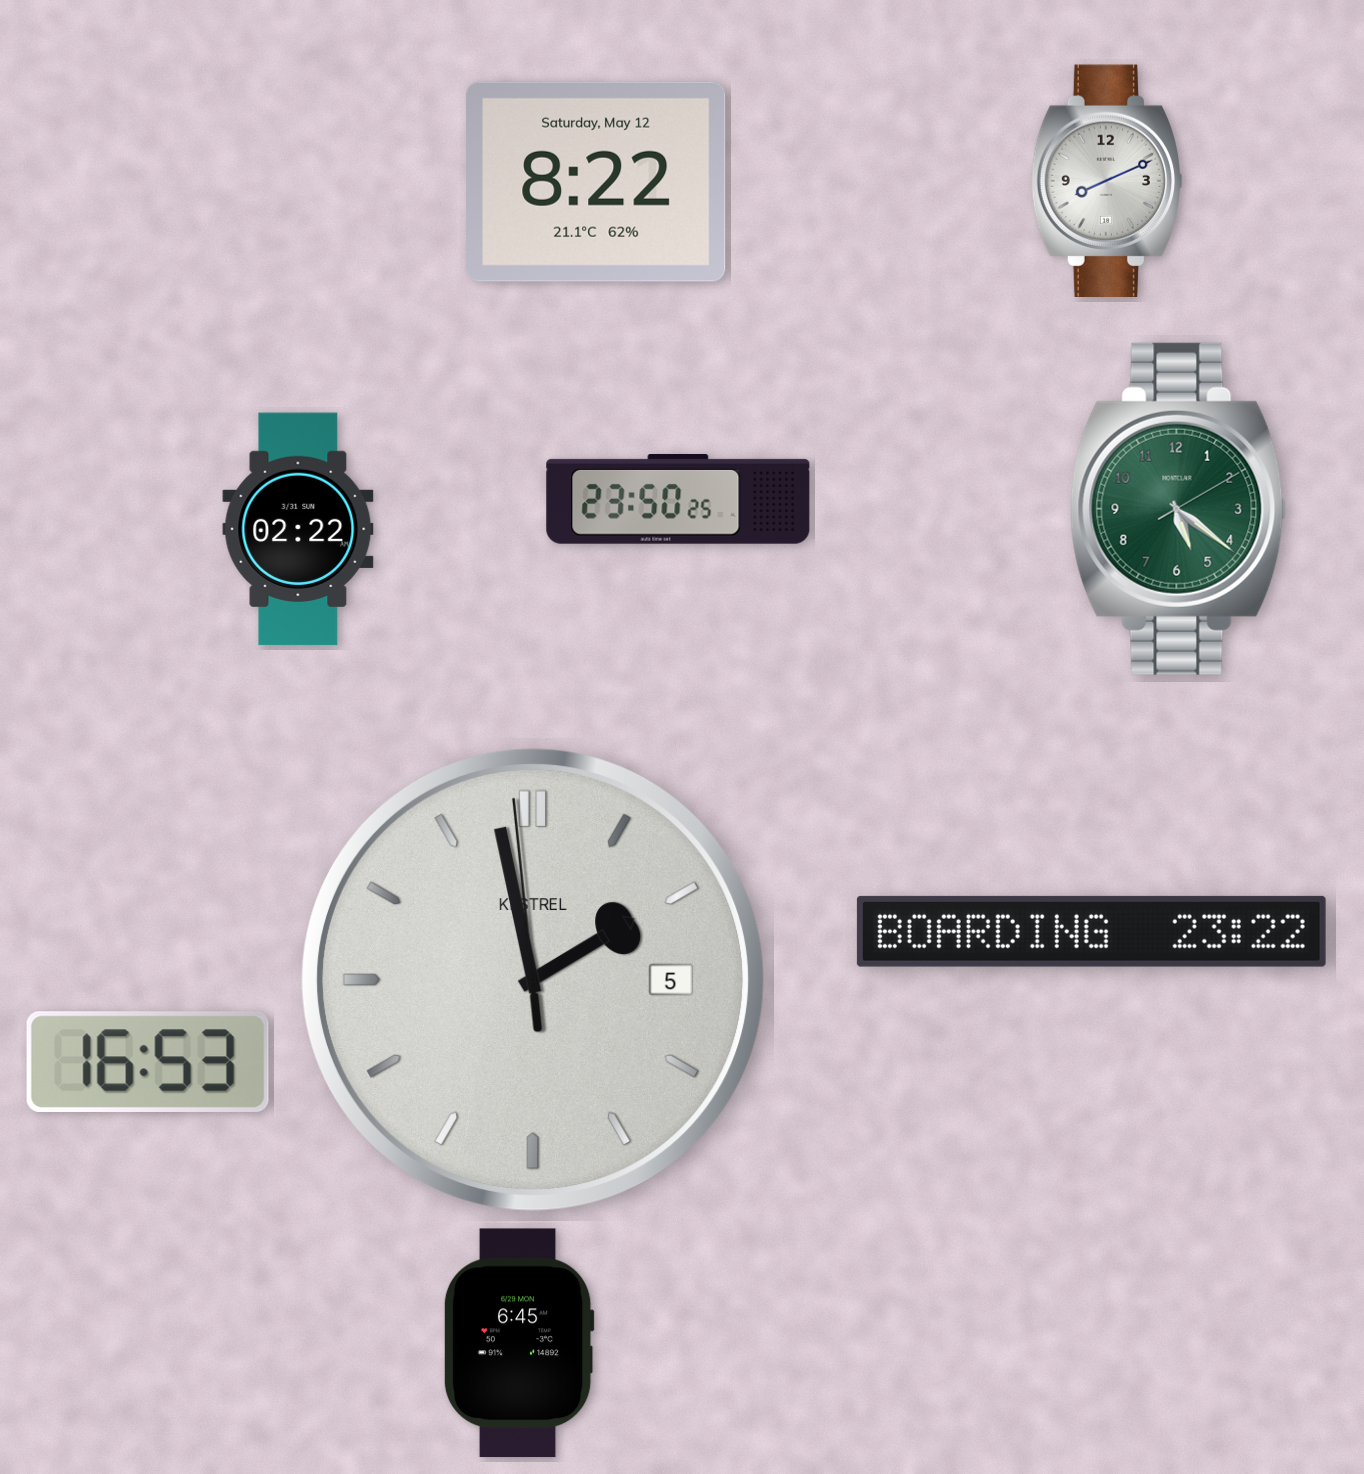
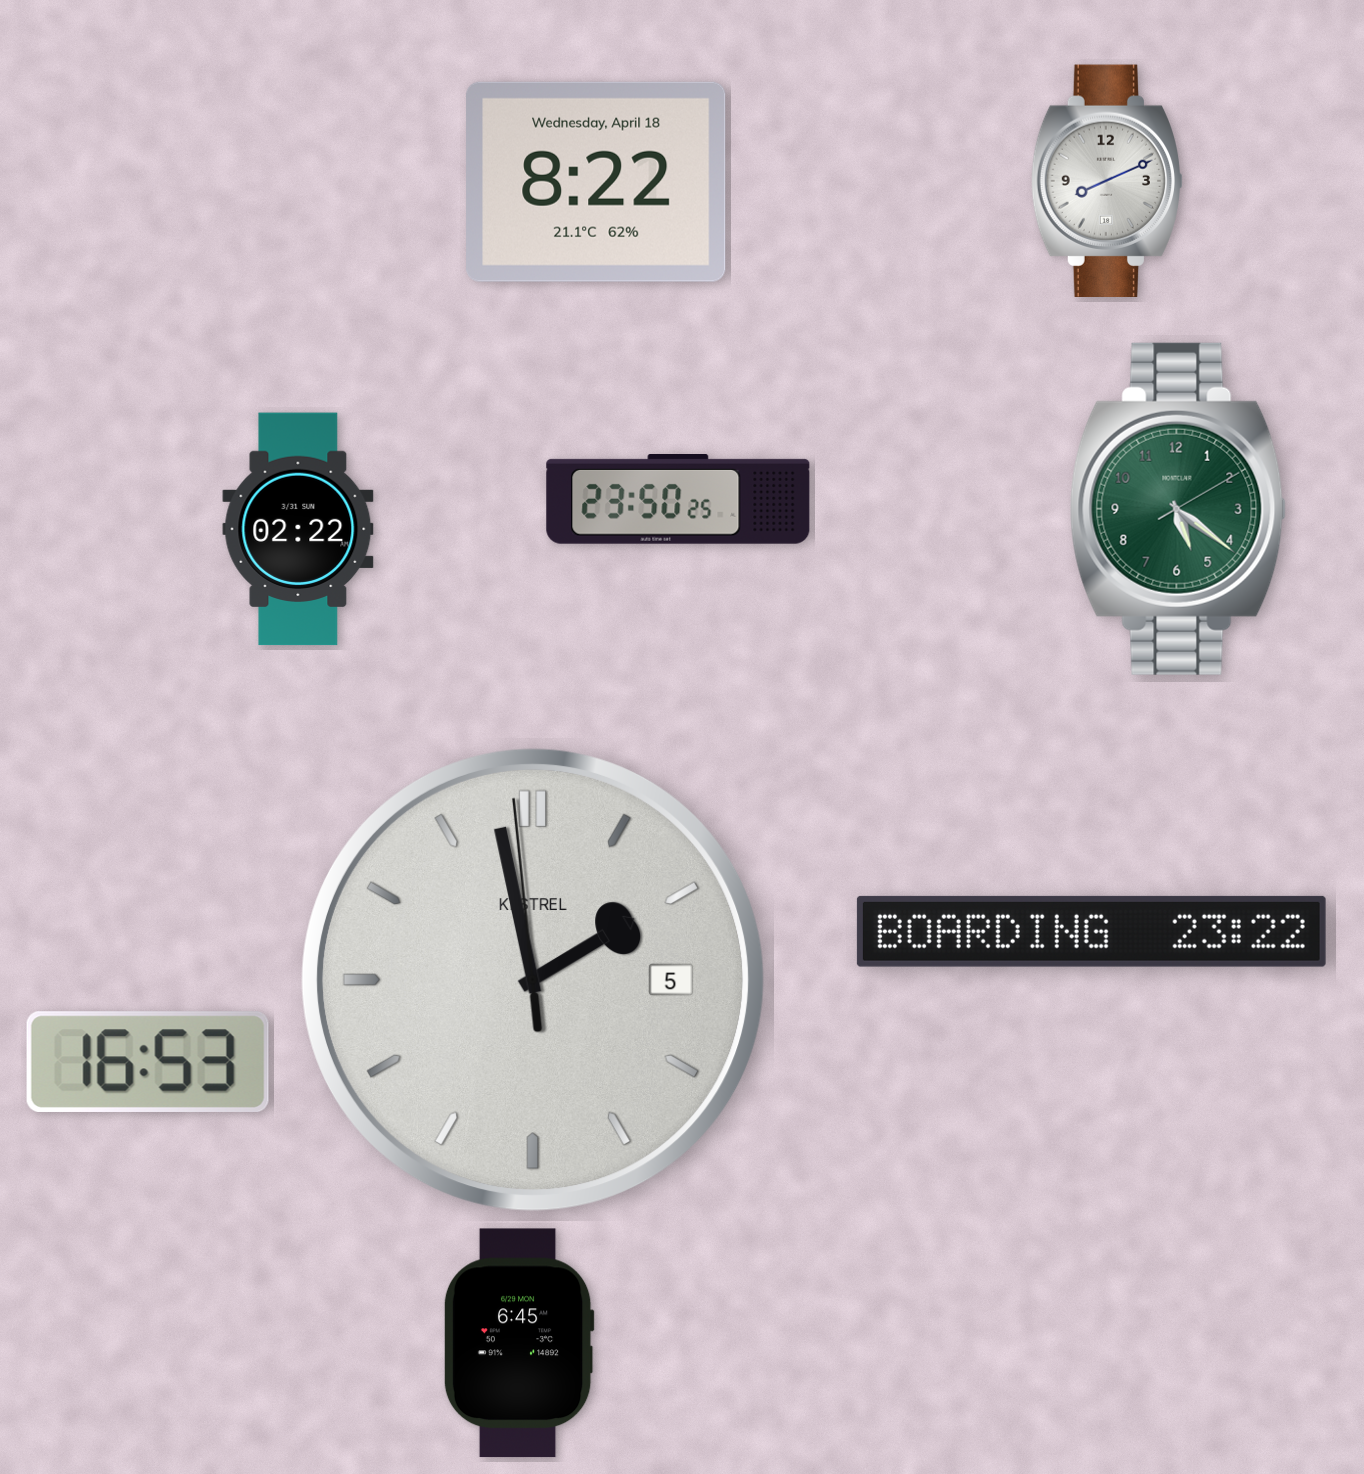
clock at (596, 182) date: Saturday, May 12 -> Wednesday, April 18
